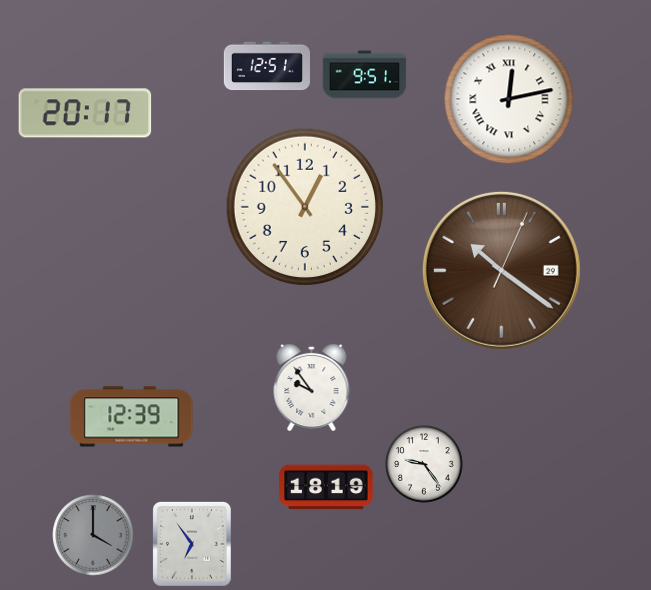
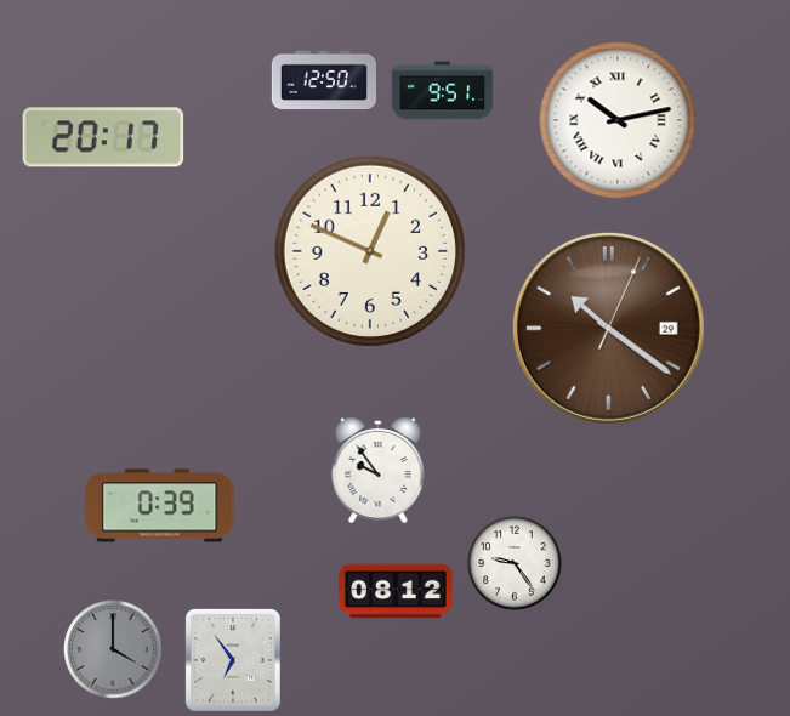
clock at (266, 66): 12:51 -> 12:50
clock at (509, 99): 12:13 -> 10:13
clock at (304, 206): 12:54 -> 12:49
clock at (132, 417): 12:39 -> 0:39
clock at (326, 487): 18:19 -> 08:12
